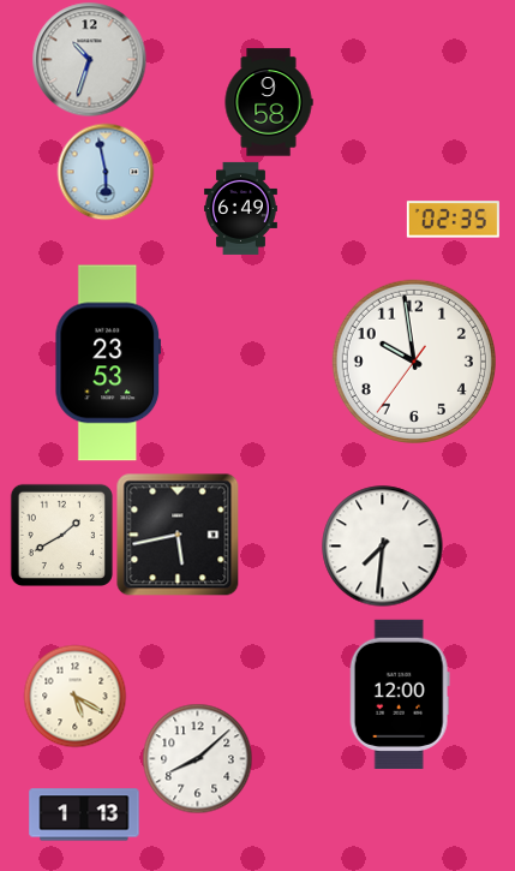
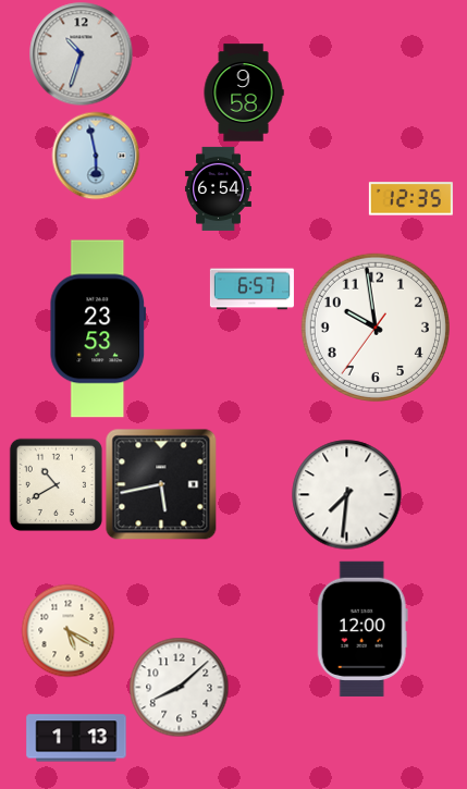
clock at (240, 208): 6:49 -> 6:54
clock at (453, 220): 02:35 -> 12:35
clock at (251, 289): none -> 6:57
clock at (61, 535): 1:40 -> 10:40
